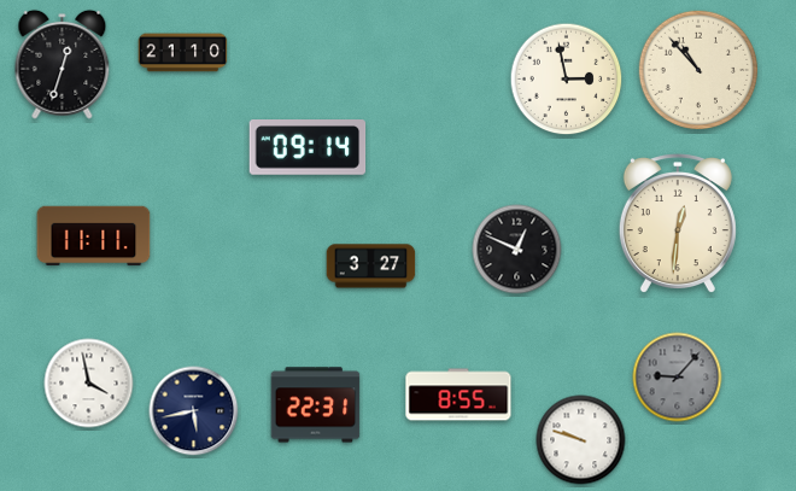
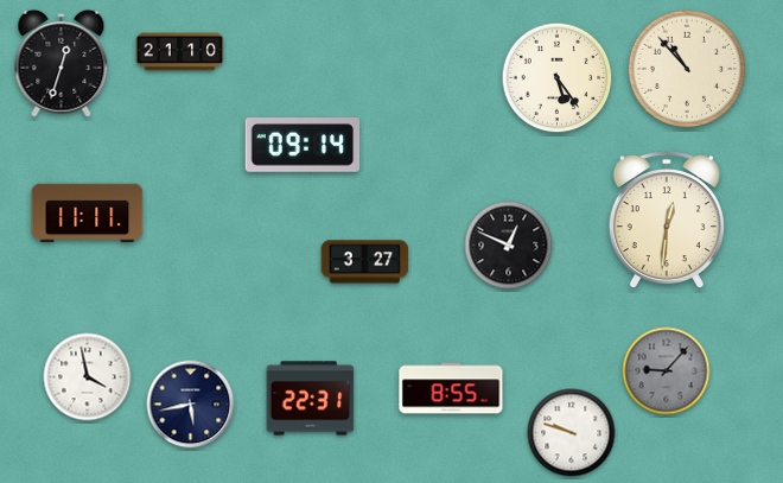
clock at (567, 80): 2:58 -> 5:24
clock at (94, 236) position: (94, 236) -> (88, 214)
